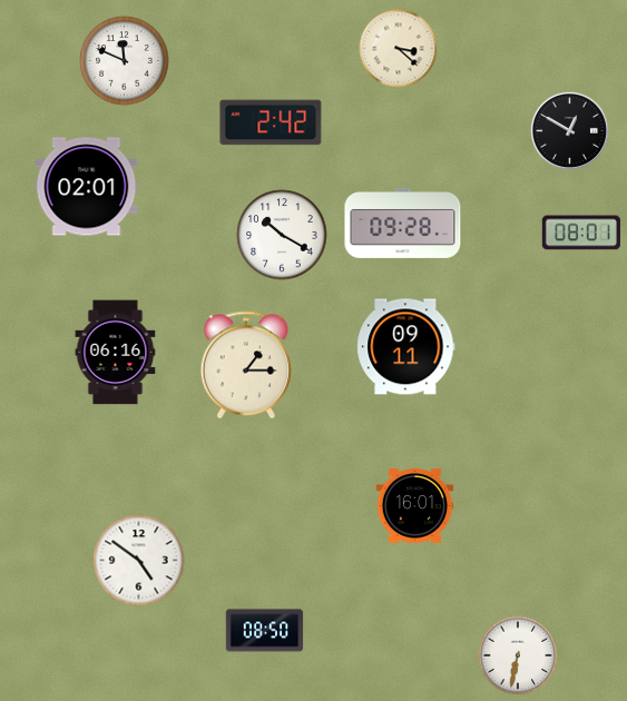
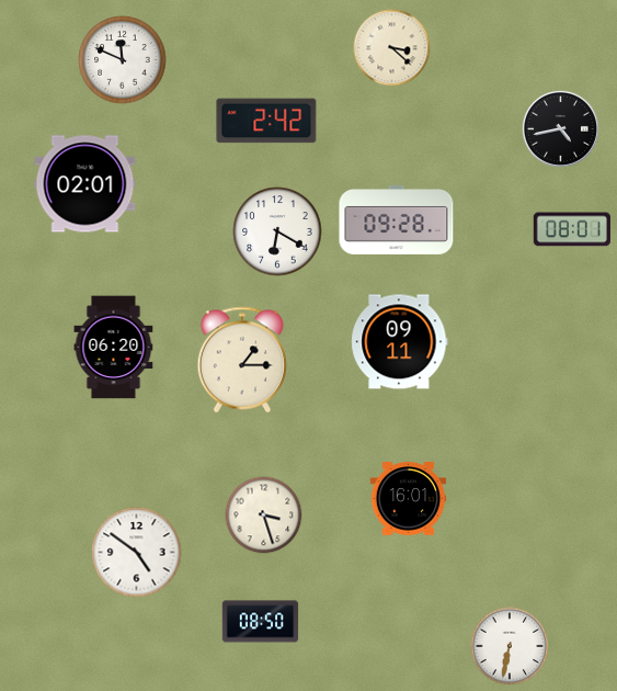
clock at (569, 130): 12:50 -> 4:43
clock at (282, 235): 10:20 -> 6:20
clock at (116, 353): 06:16 -> 06:20
clock at (264, 516): none -> 3:27
